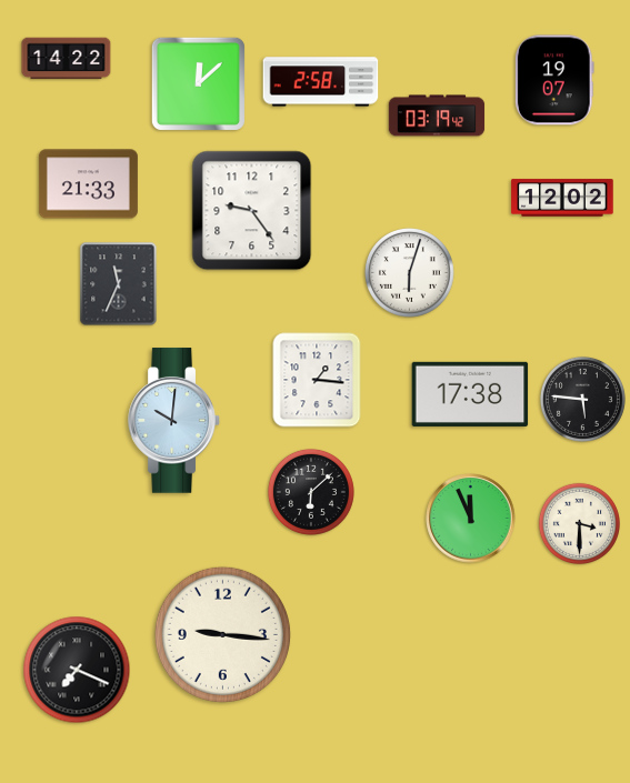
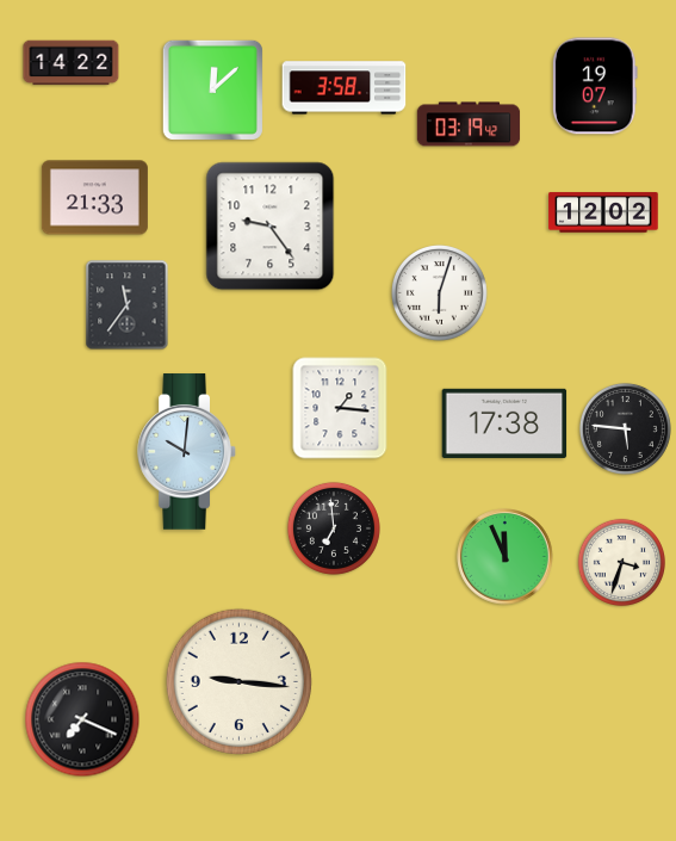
clock at (321, 82): 2:58 -> 3:58
clock at (119, 284): 11:34 -> 11:36
clock at (311, 492): 6:08 -> 6:59
clock at (579, 523): 3:30 -> 3:33
